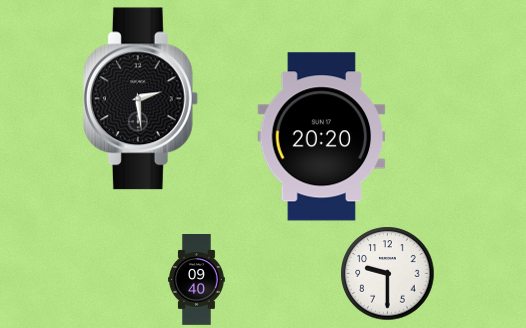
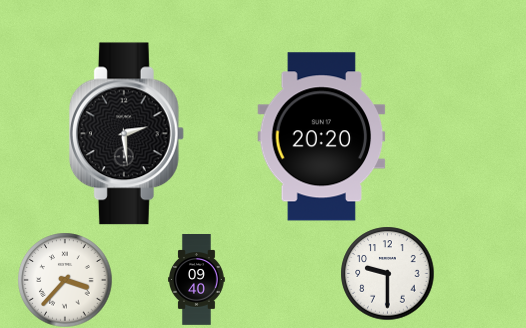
clock at (140, 99) position: (140, 99) -> (126, 134)
clock at (65, 280): none -> 3:37
